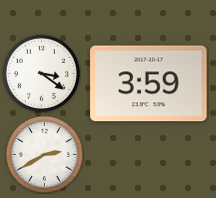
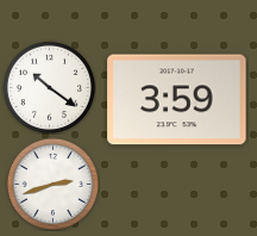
clock at (41, 73): 3:21 -> 10:21
clock at (44, 154): 2:40 -> 2:42
